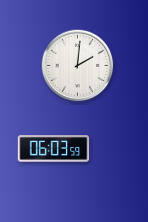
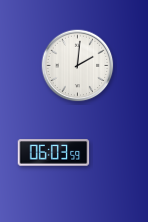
clock at (54, 149) position: (54, 149) -> (54, 153)
